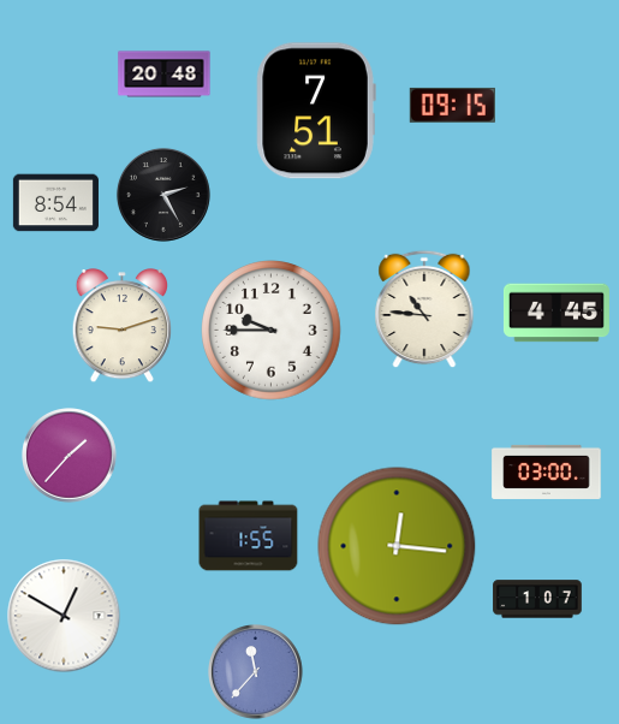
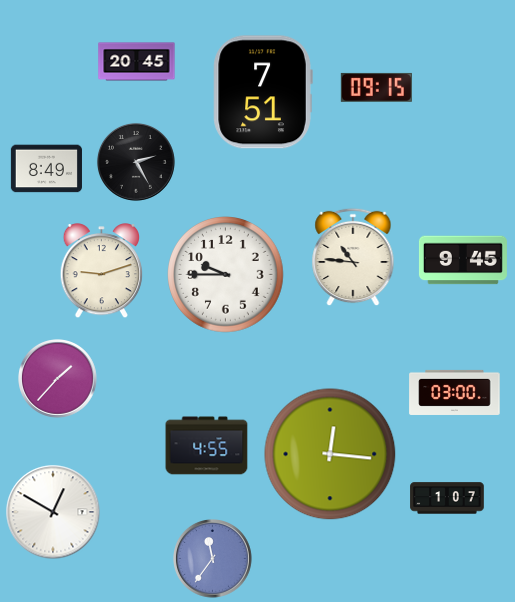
clock at (165, 75): 20:48 -> 20:45
clock at (55, 203): 8:54 -> 8:49
clock at (556, 313): 4:45 -> 9:45
clock at (249, 536): 1:55 -> 4:55
clock at (256, 672): 11:37 -> 11:36
